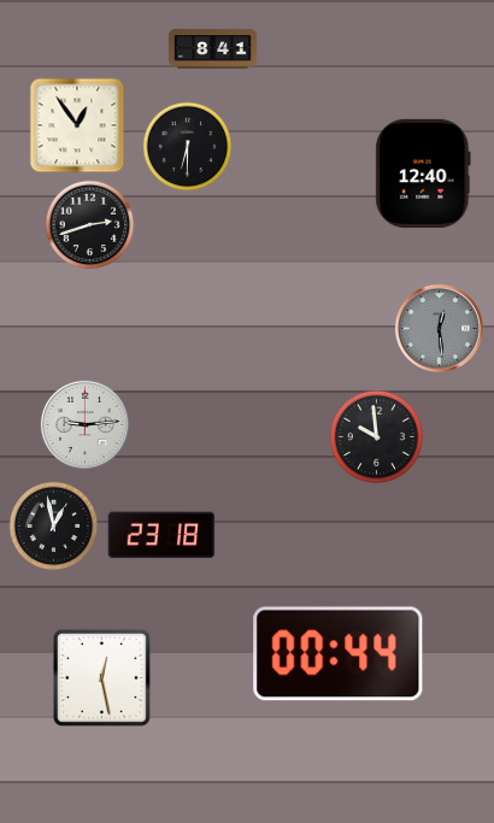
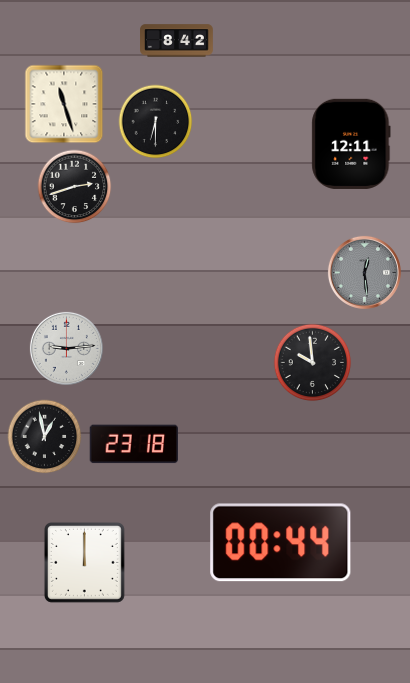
clock at (213, 49): 8:41 -> 8:42
clock at (77, 125): 12:54 -> 11:27
clock at (423, 174): 12:40 -> 12:11
clock at (84, 424) position: (84, 424) -> (66, 348)
clock at (101, 677): 12:28 -> 12:00
